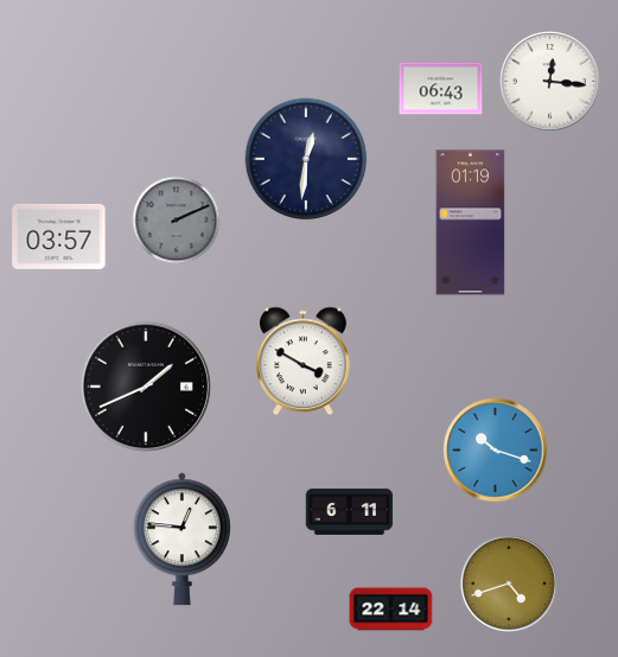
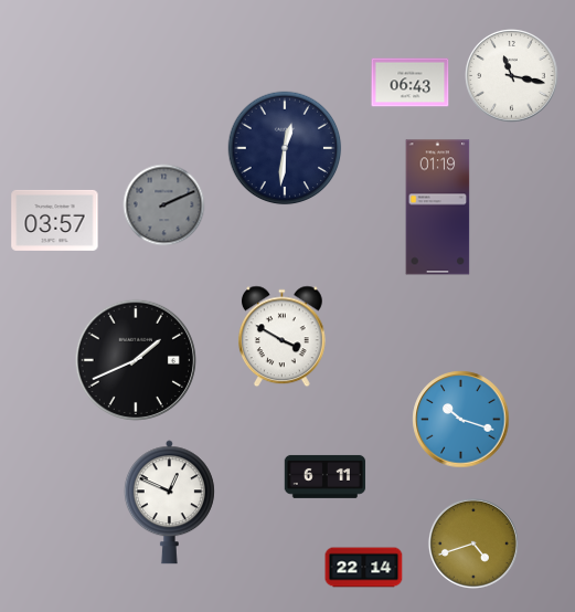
clock at (550, 82): 12:16 -> 11:17
clock at (181, 540): 12:46 -> 12:49
